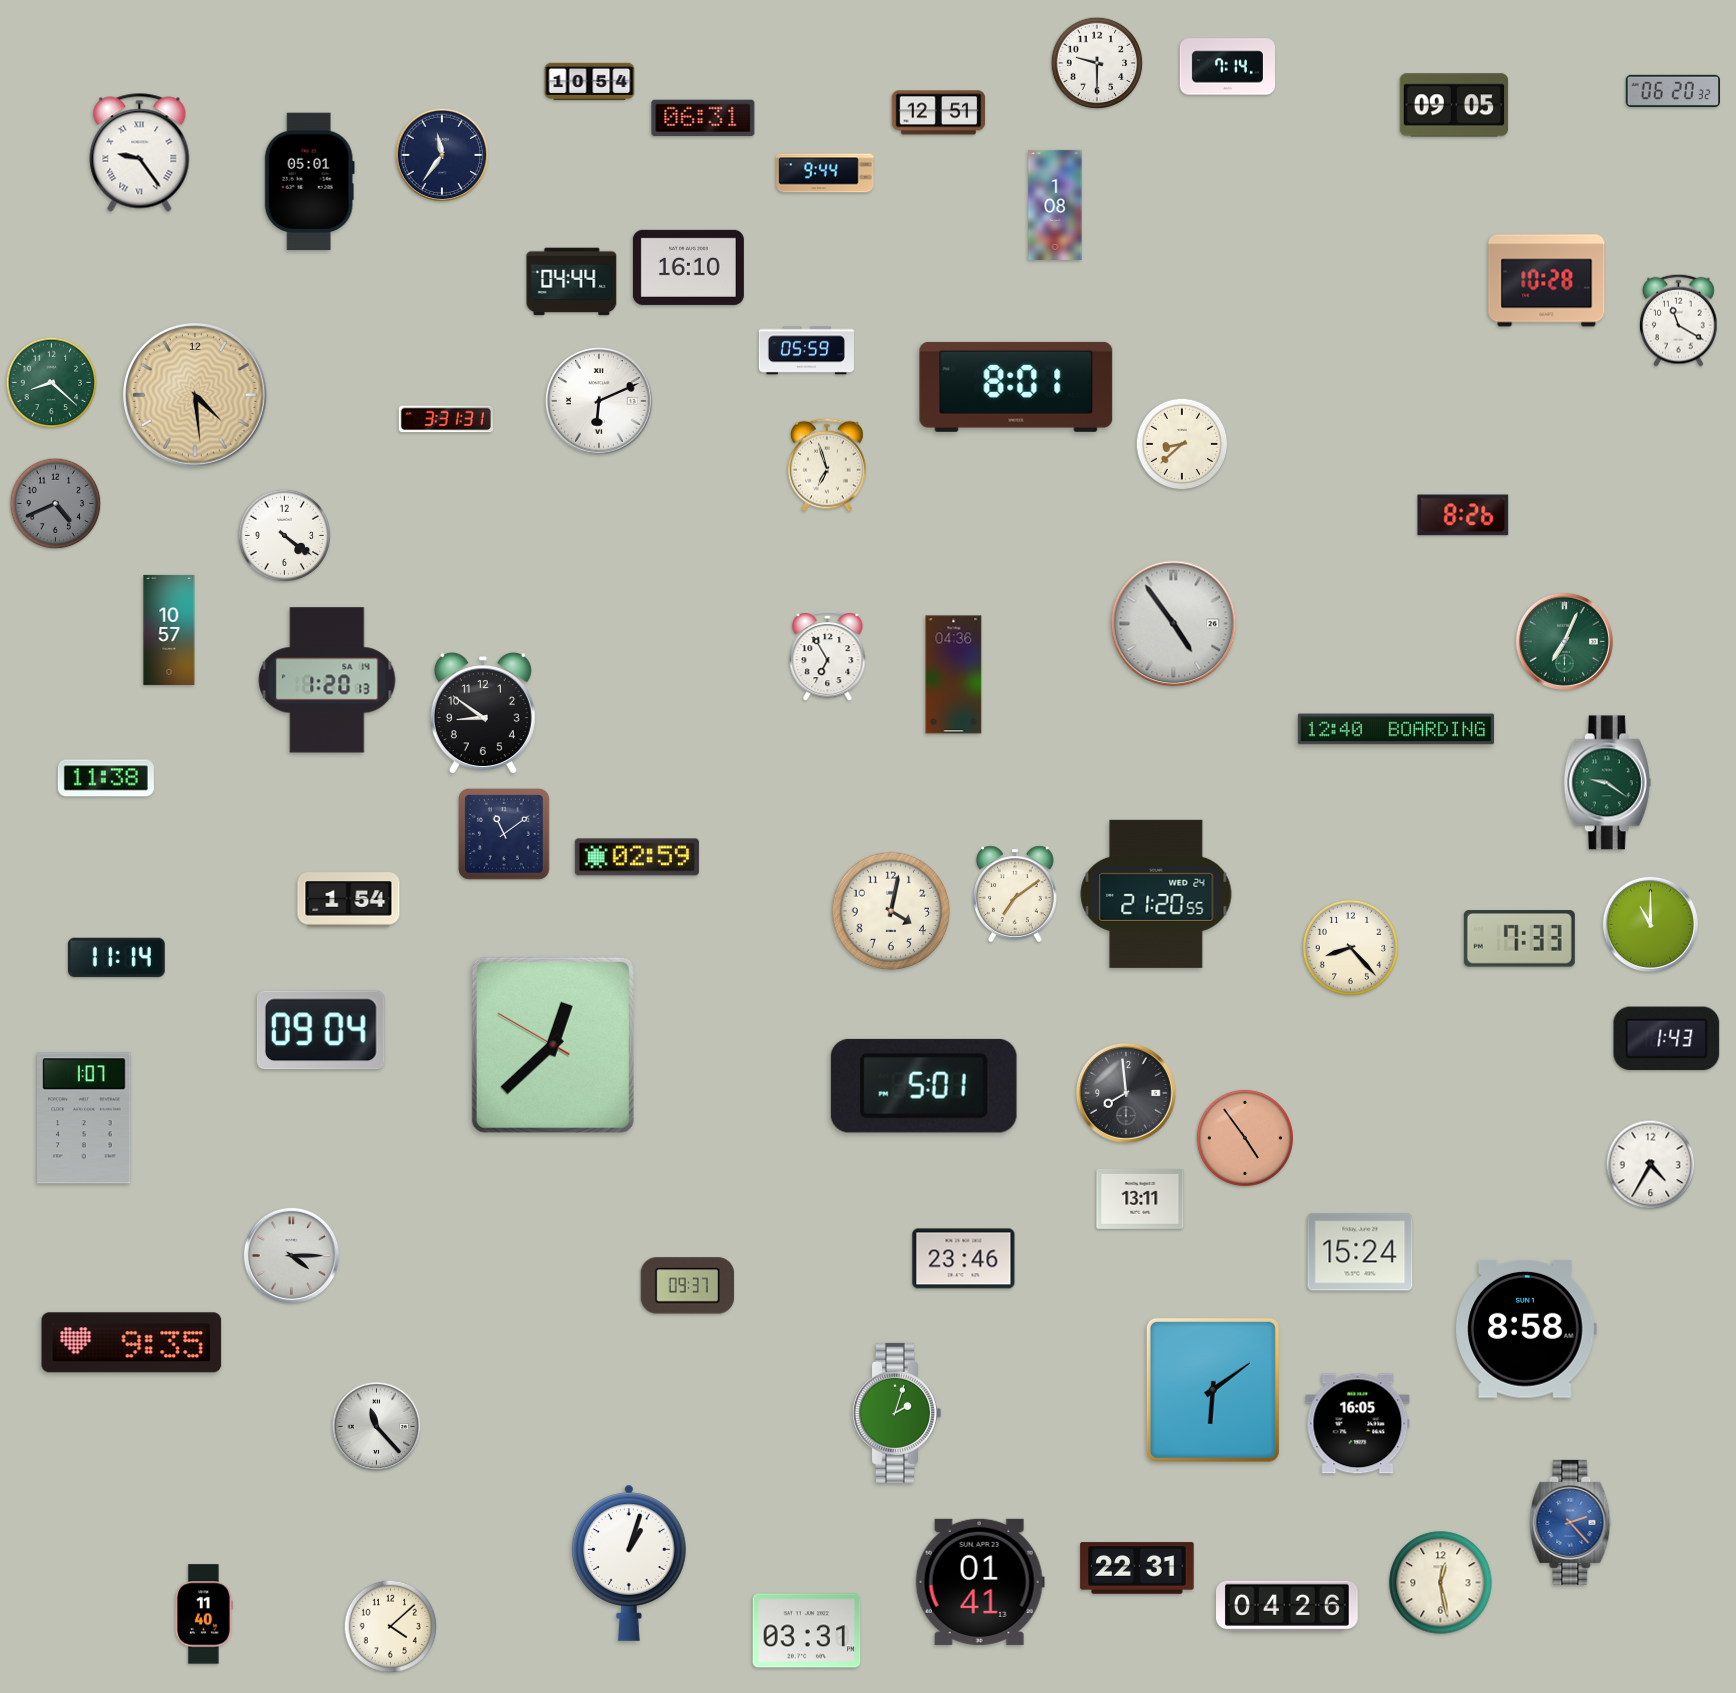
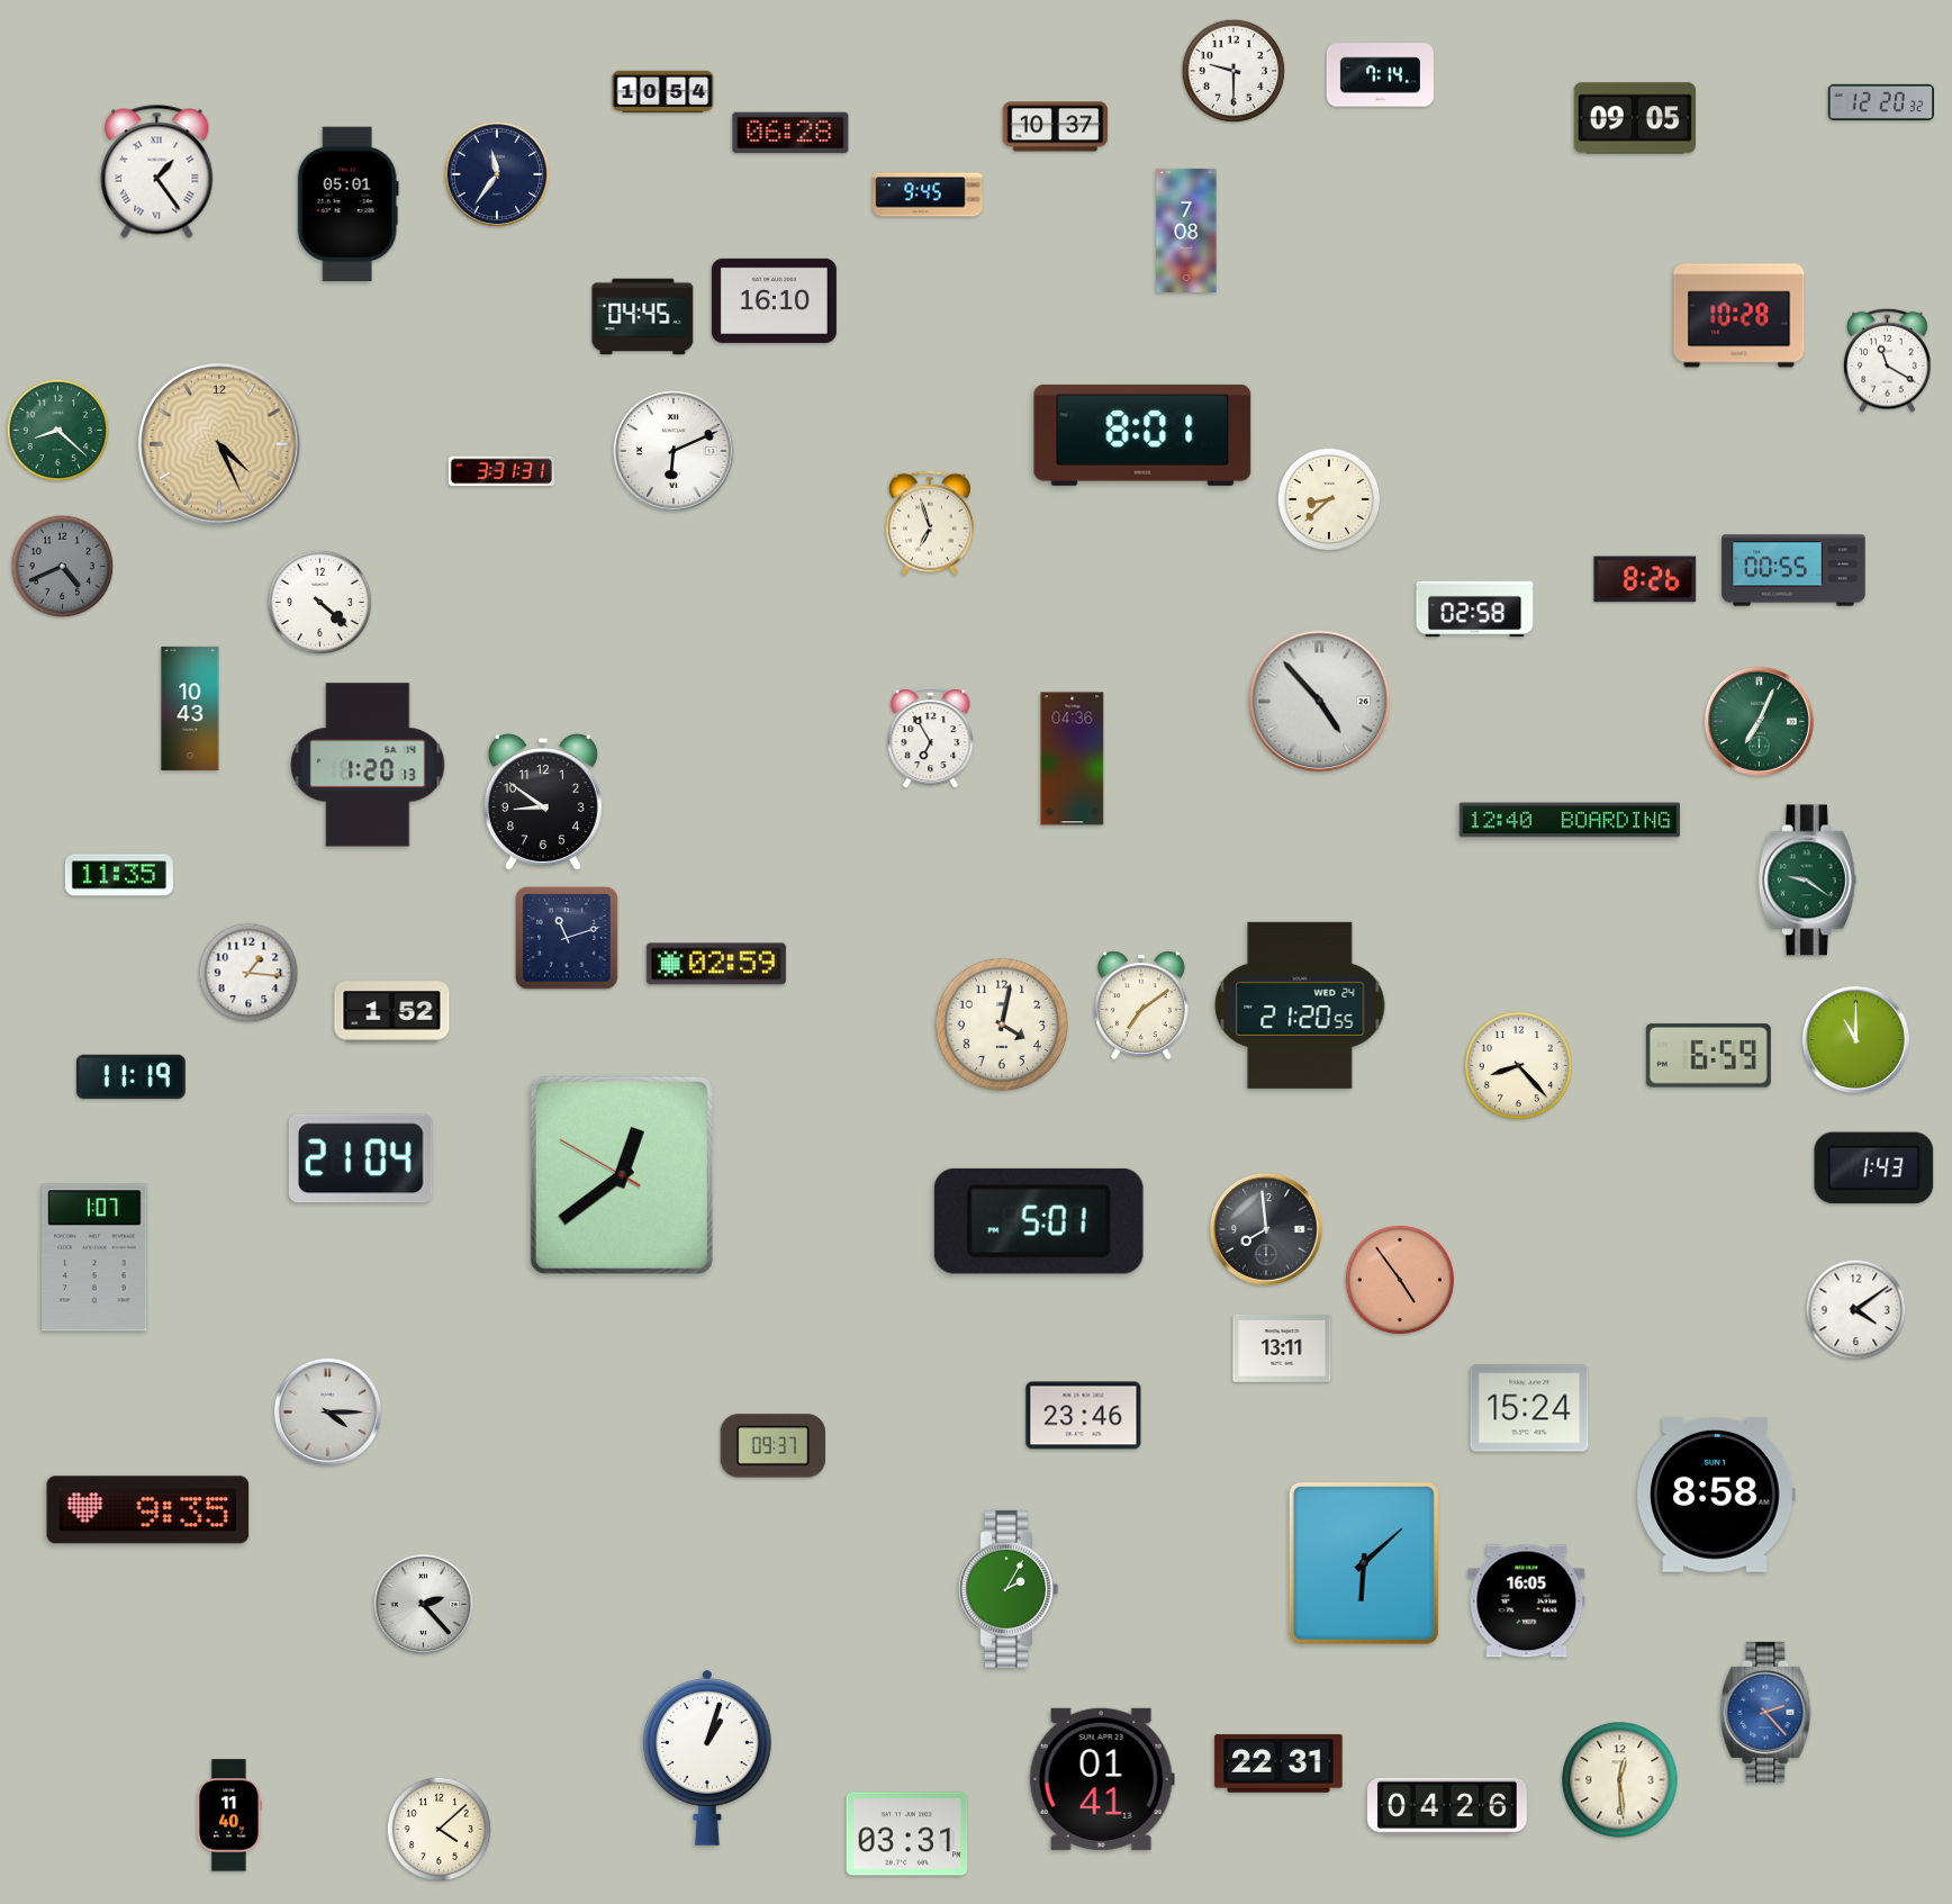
clock at (1672, 91): 06:20 -> 12:20
clock at (939, 113): 12:51 -> 10:37
clock at (703, 118): 06:31 -> 06:28
clock at (140, 153): 9:24 -> 1:24
clock at (825, 173): 9:44 -> 9:45
clock at (1055, 205): 1:08 -> 7:08
clock at (572, 282): 04:44 -> 04:45
clock at (806, 351): 05:59 -> none
clock at (196, 396): 4:29 -> 4:26
clock at (1793, 570): none -> 00:55
clock at (285, 536): 4:21 -> 4:22
clock at (1475, 610): none -> 02:58
clock at (1174, 624): 4:54 -> 4:53
clock at (169, 630): 10:57 -> 10:43
clock at (106, 778): 11:38 -> 11:35
clock at (504, 834): 11:09 -> 11:12
clock at (248, 973): none -> 1:16
clock at (349, 900): 1:54 -> 1:52
clock at (1519, 939): 7:33 -> 6:59
clock at (116, 957): 11:14 -> 11:19
clock at (321, 1030): 09:04 -> 21:04
clock at (553, 1045): 12:37 -> 12:38
clock at (1651, 1165): 4:35 -> 4:09
clock at (1213, 1390): 6:09 -> 6:08
clock at (896, 1413): 2:03 -> 2:05
clock at (377, 1427): 11:23 -> 2:23
clock at (1441, 1583): 12:28 -> 12:29
